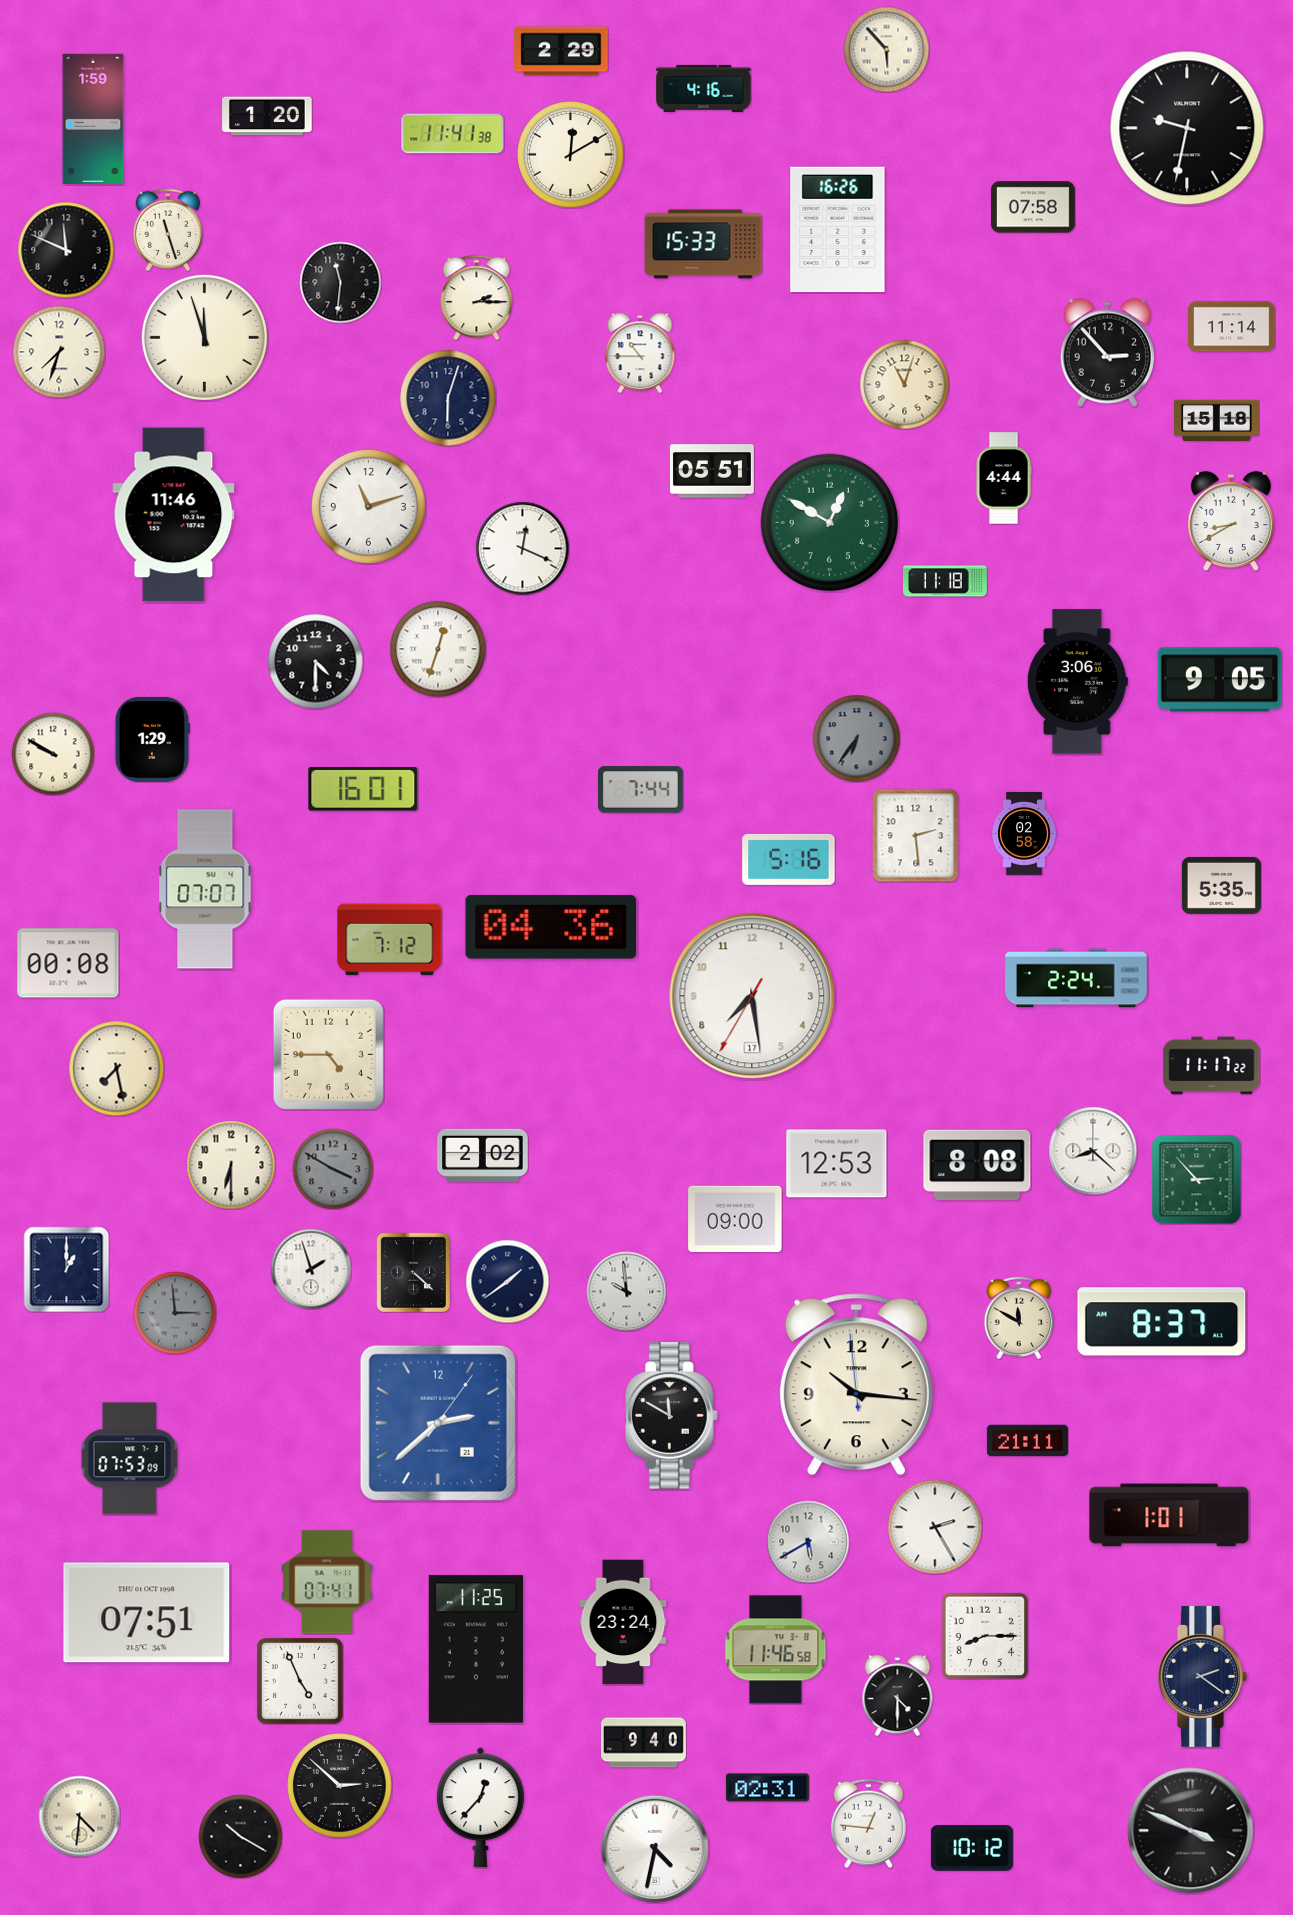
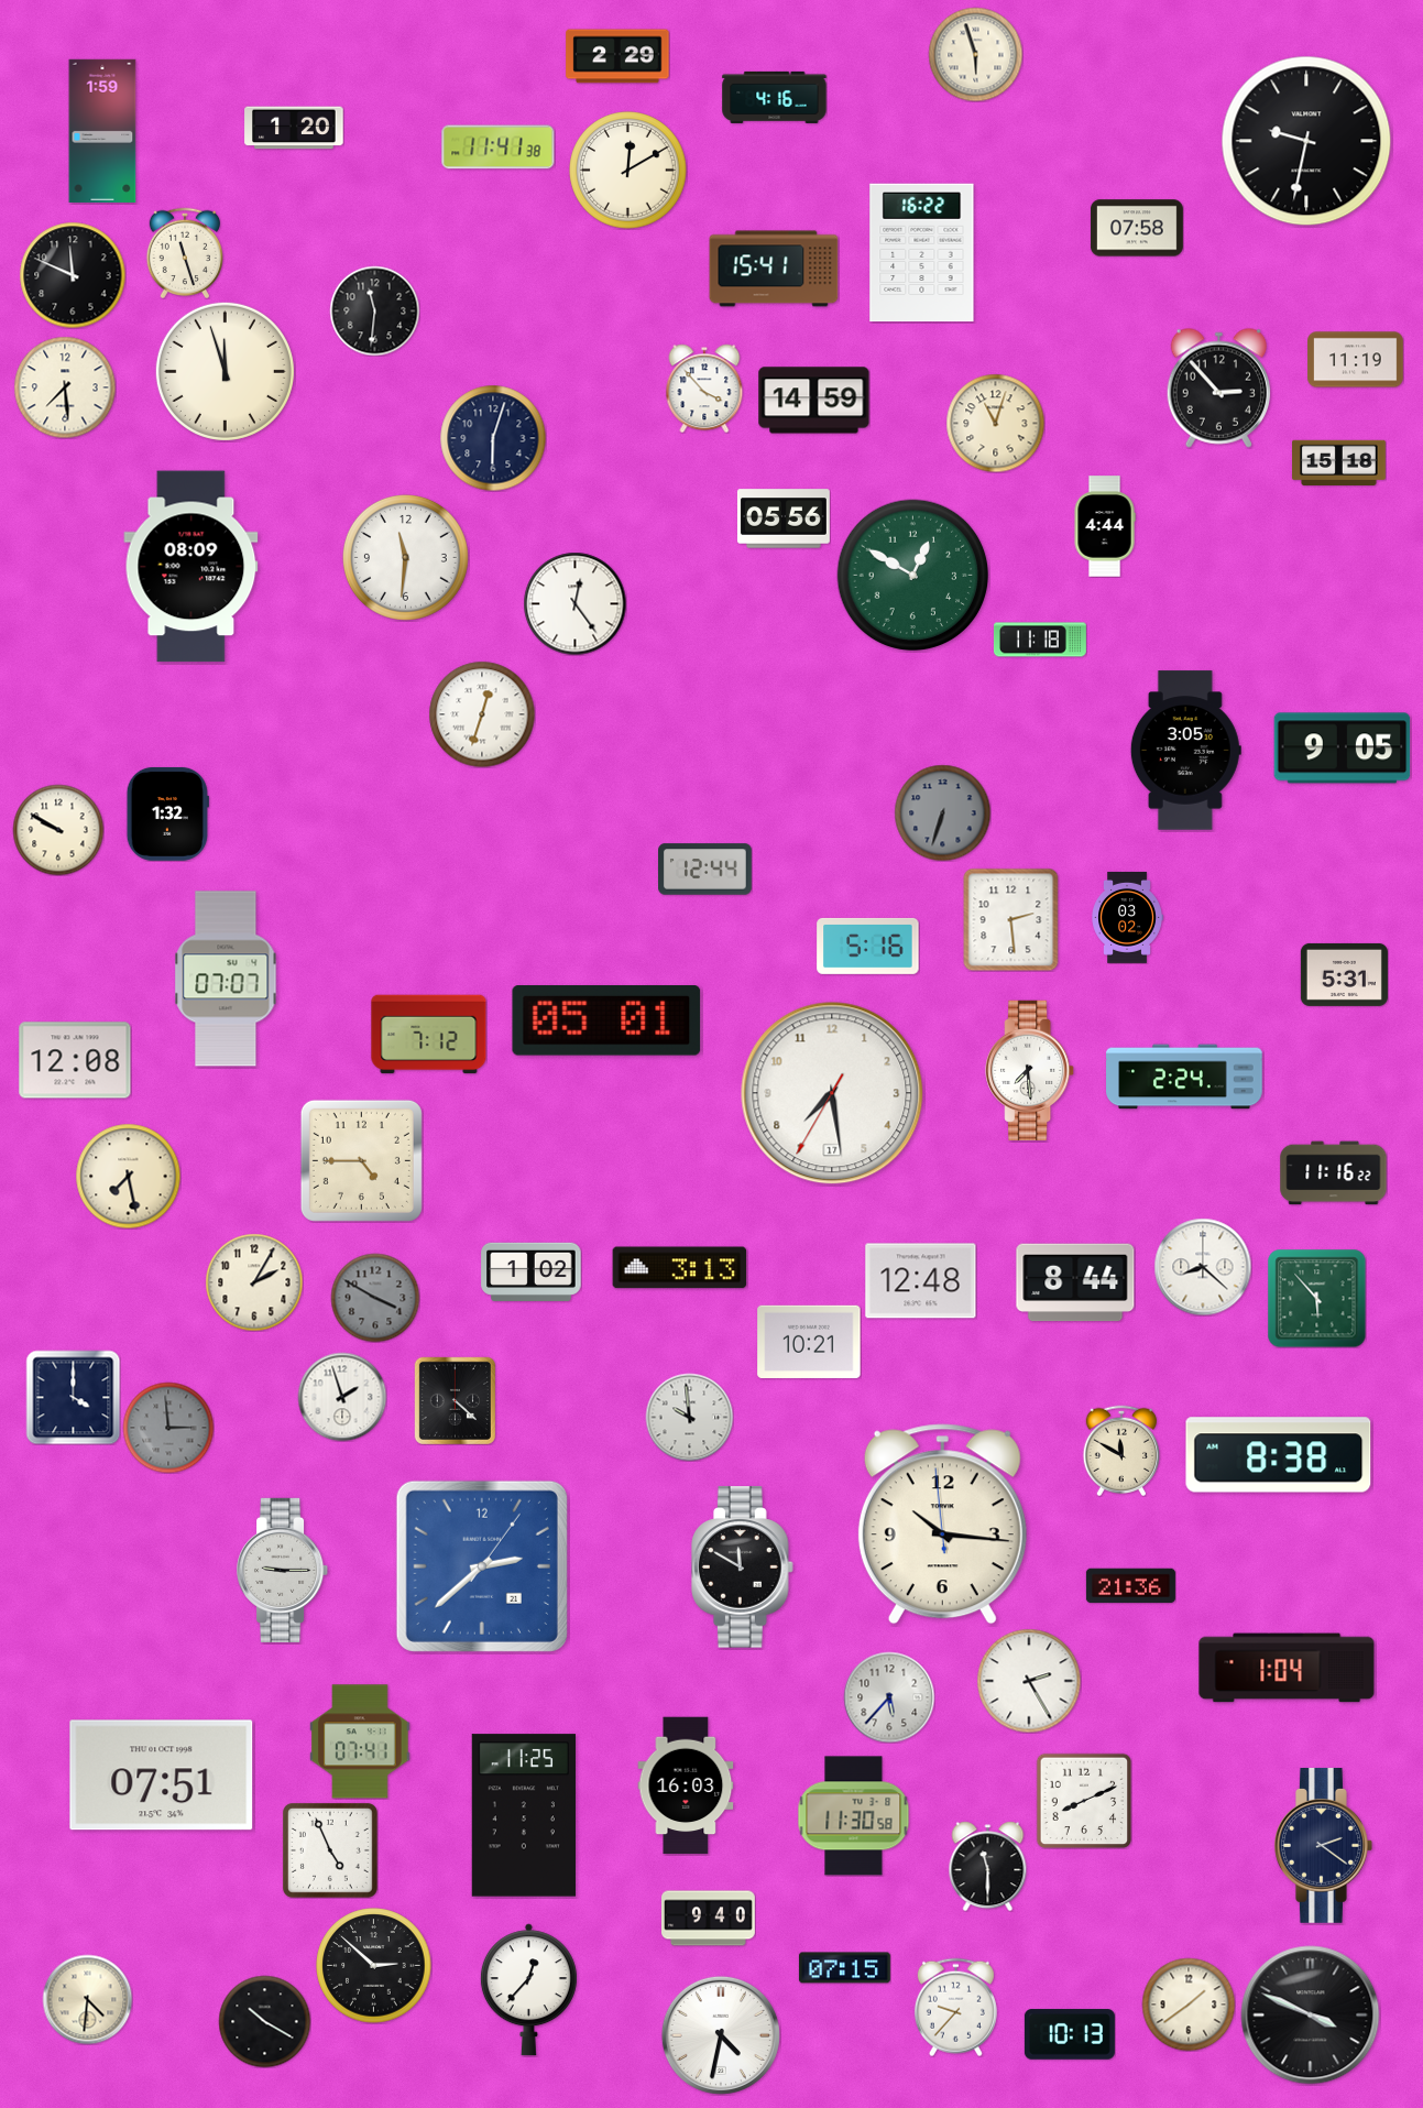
clock at (886, 49): 5:53 -> 5:57
clock at (838, 230): 16:26 -> 16:22
clock at (703, 244): 15:33 -> 15:41
clock at (477, 297): 2:15 -> none
clock at (1232, 327): 11:14 -> 11:19
clock at (59, 352): 7:33 -> 7:29
clock at (640, 353): 10:45 -> 3:53
clock at (814, 401): none -> 14:59
clock at (712, 471): 05:51 -> 05:56
clock at (368, 506): 11:12 -> 11:31
clock at (174, 515): 11:46 -> 08:09
clock at (1231, 521): 8:40 -> none
clock at (522, 548): 12:19 -> 12:24
clock at (315, 661): 4:30 -> none
clock at (1077, 682): 3:06 -> 3:05
clock at (856, 738): 6:36 -> 6:33
clock at (152, 739): 1:29 -> 1:32
clock at (363, 790): 16:01 -> none
clock at (641, 790): 7:44 -> 12:44
clock at (1024, 833): 02:58 -> 03:02
clock at (916, 835) position: (916, 835) -> (1011, 919)
clock at (1221, 885): 5:35 -> 5:31
clock at (551, 928): 04:36 -> 05:01
clock at (68, 963): 00:08 -> 12:08
clock at (1030, 1070): none -> 7:29
clock at (752, 996) position: (752, 996) -> (832, 1093)
clock at (1212, 1066): 11:17 -> 11:16
clock at (680, 1268): none -> 3:13
clock at (483, 1155): 2:02 -> 1:02
clock at (837, 1164): 12:53 -> 12:48
clock at (231, 1165): 6:30 -> 2:05
clock at (977, 1165): 8:08 -> 8:44
clock at (333, 1169) position: (333, 1169) -> (375, 1298)
clock at (1196, 1179): 2:53 -> 5:53
clock at (735, 1218): 09:00 -> 10:21
clock at (66, 1269): 1:00 -> 4:00
clock at (507, 1281): 1:39 -> none
clock at (626, 1291) position: (626, 1291) -> (689, 1417)
clock at (175, 1313) position: (175, 1313) -> (168, 1428)
clock at (1162, 1322): 8:37 -> 8:38
clock at (672, 1416) position: (672, 1416) -> (743, 1568)
clock at (283, 1570): none -> 9:15
clock at (1027, 1441): 21:11 -> 21:36
clock at (130, 1459): 07:53 -> none
clock at (1169, 1515): 1:01 -> 1:04
clock at (808, 1542): 5:40 -> 5:37
clock at (623, 1622): 23:24 -> 16:03
clock at (985, 1636): 8:15 -> 8:11
clock at (776, 1650): 11:46 -> 11:30
clock at (898, 1695): 4:30 -> 11:30
clock at (767, 1788): 02:31 -> 07:15
clock at (1189, 2005): none -> 1:39
clock at (868, 1823): 12:46 -> 9:37
clock at (972, 1848): 10:12 -> 10:13
